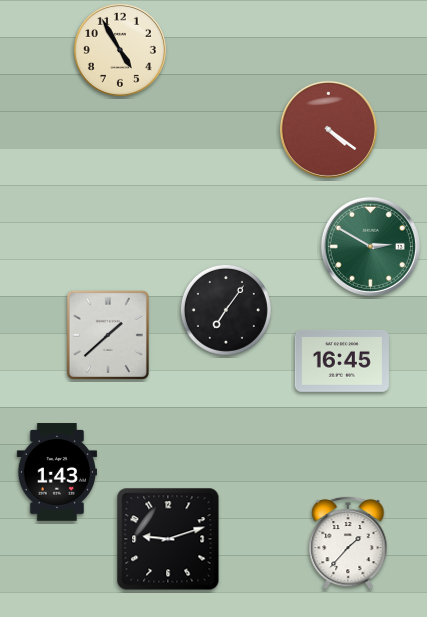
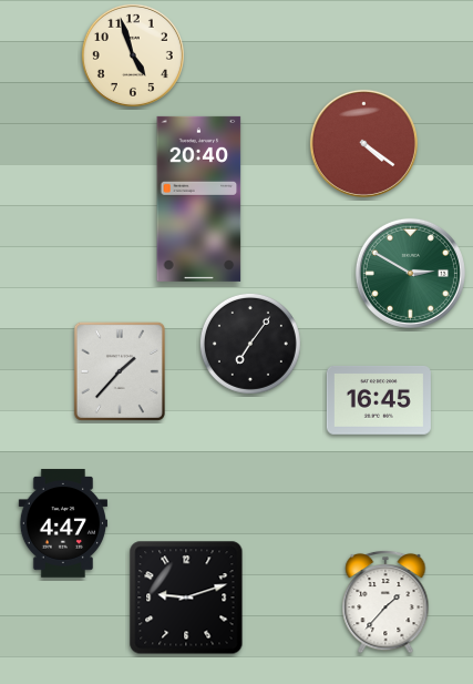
clock at (120, 50): 4:55 -> 4:57
clock at (199, 198): none -> 20:40
clock at (108, 335): 1:38 -> 1:37
clock at (56, 472): 1:43 -> 4:47
